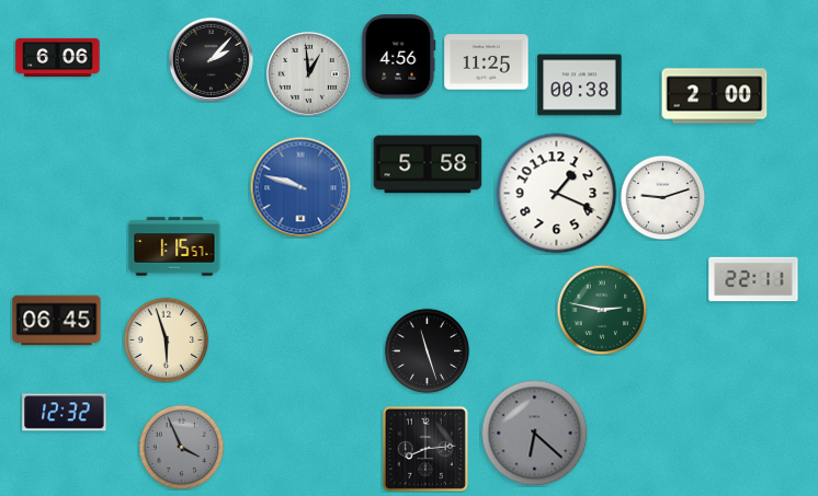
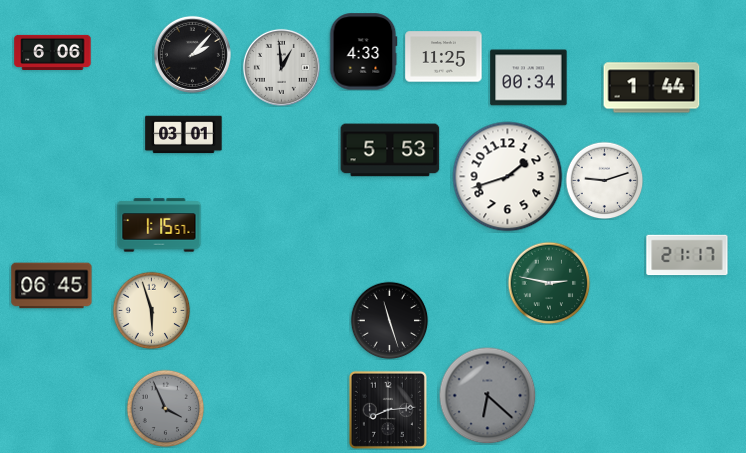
clock at (399, 57): 4:56 -> 4:33
clock at (580, 85): 00:38 -> 00:34
clock at (715, 96): 2:00 -> 1:44
clock at (184, 135): none -> 03:01
clock at (428, 164): 5:58 -> 5:53
clock at (300, 187): 9:48 -> none
clock at (557, 194): 1:19 -> 1:42
clock at (753, 279): 22:11 -> 21:17
clock at (57, 321) position: (57, 321) -> (52, 286)
clock at (65, 413): 12:32 -> none
